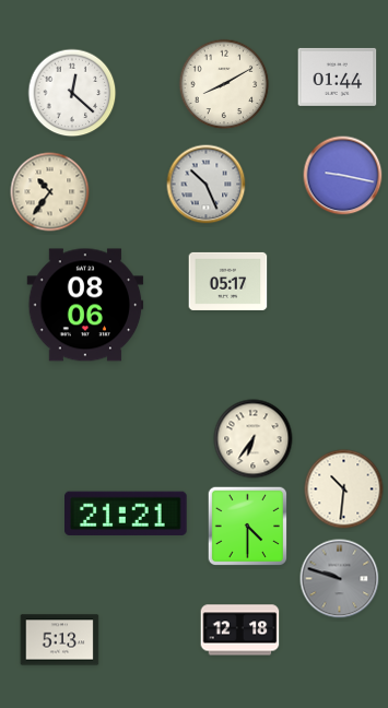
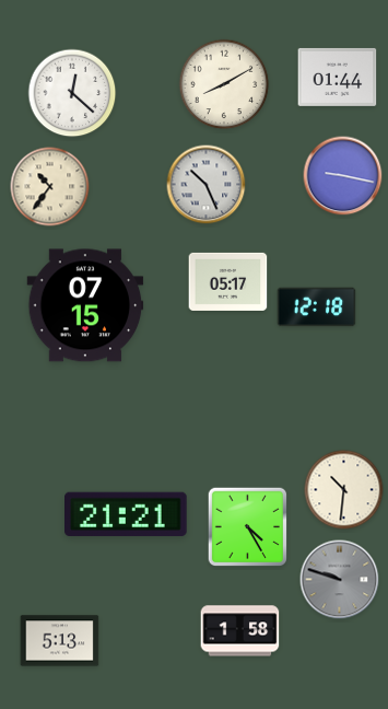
clock at (50, 192) position: (50, 192) -> (50, 187)
clock at (85, 305): 08:06 -> 07:15
clock at (317, 307): none -> 12:18
clock at (254, 439): 6:36 -> none
clock at (248, 527): 4:30 -> 4:25
clock at (240, 630): 12:18 -> 1:58
